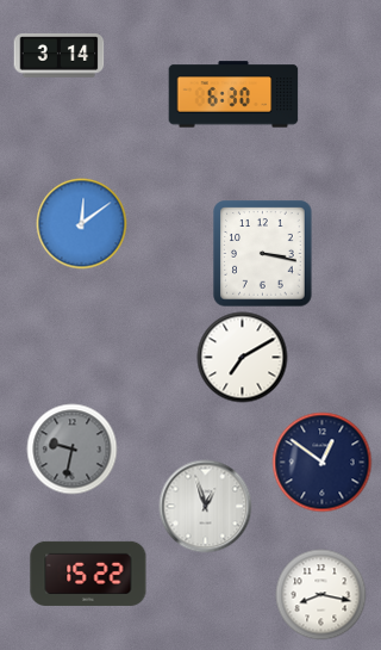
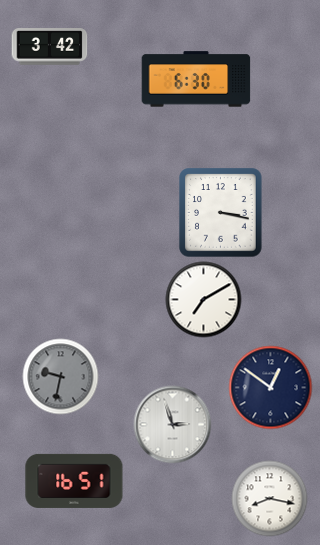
clock at (60, 56): 3:14 -> 3:42
clock at (82, 224): 12:09 -> none
clock at (206, 507): 12:57 -> 2:57
clock at (88, 574): 15:22 -> 16:51
